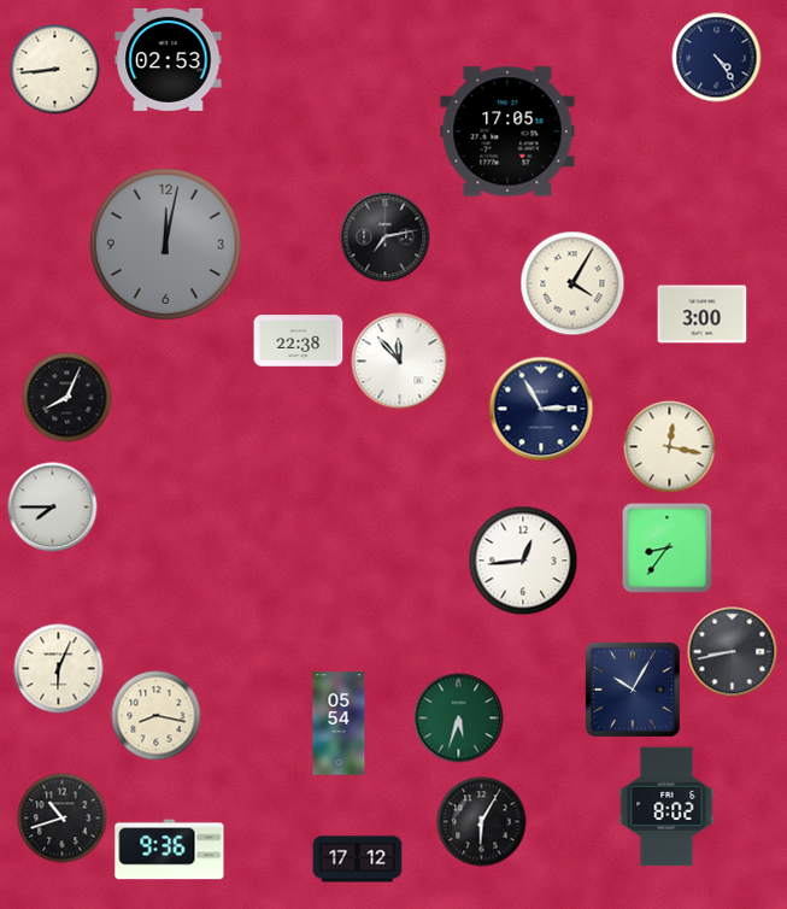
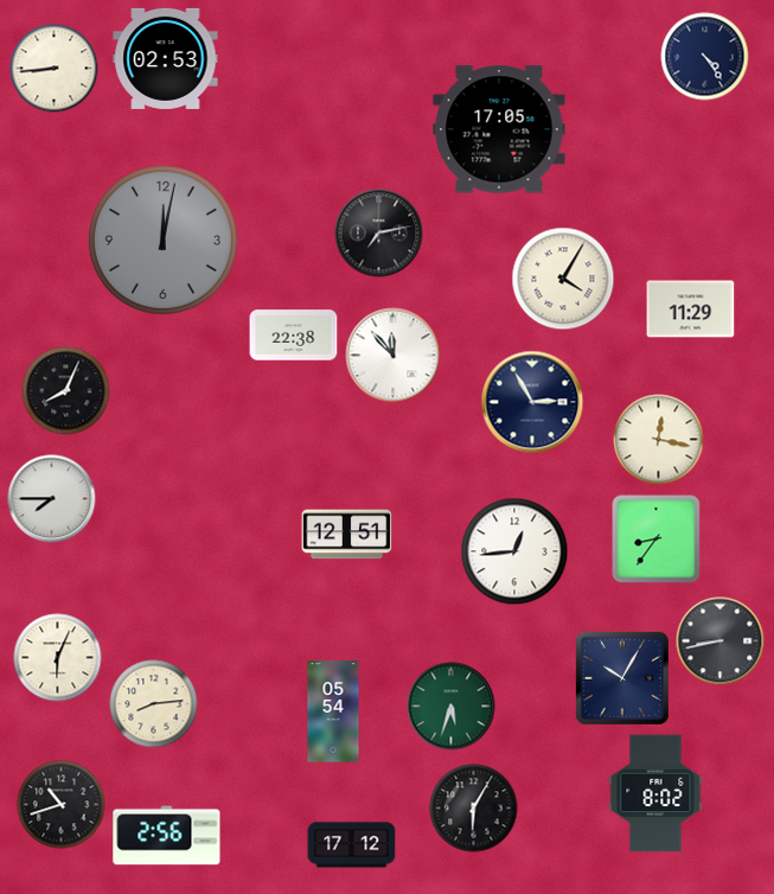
clock at (703, 315): 3:00 -> 11:29
clock at (347, 535): none -> 12:51
clock at (157, 716): 8:17 -> 8:14
clock at (170, 850): 9:36 -> 2:56
